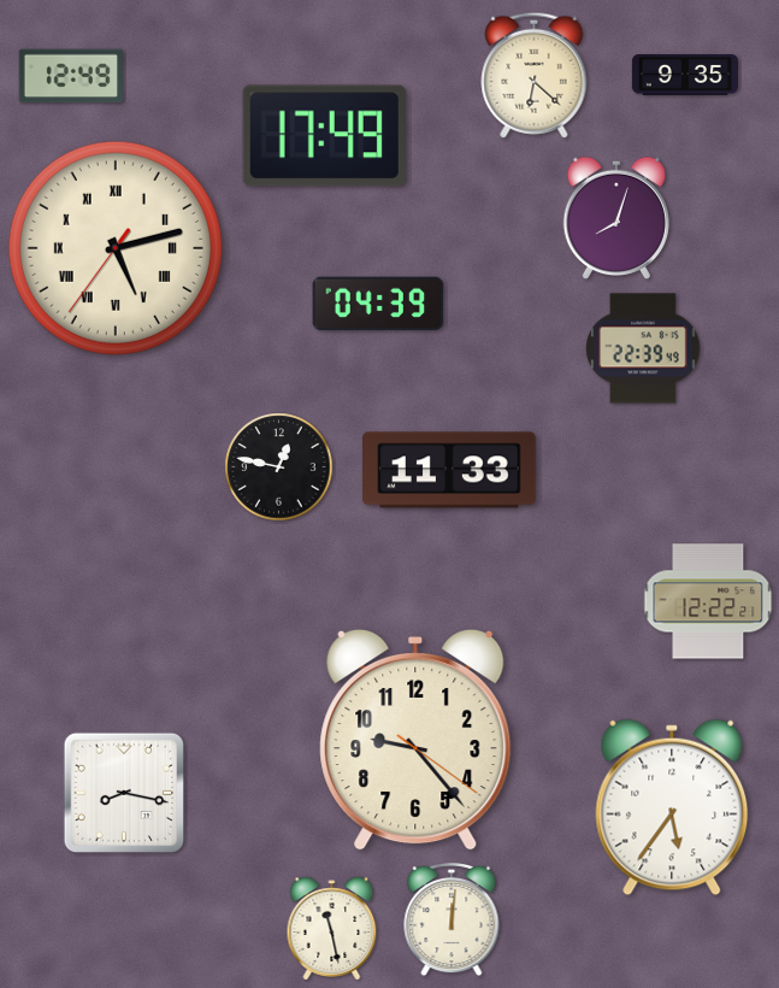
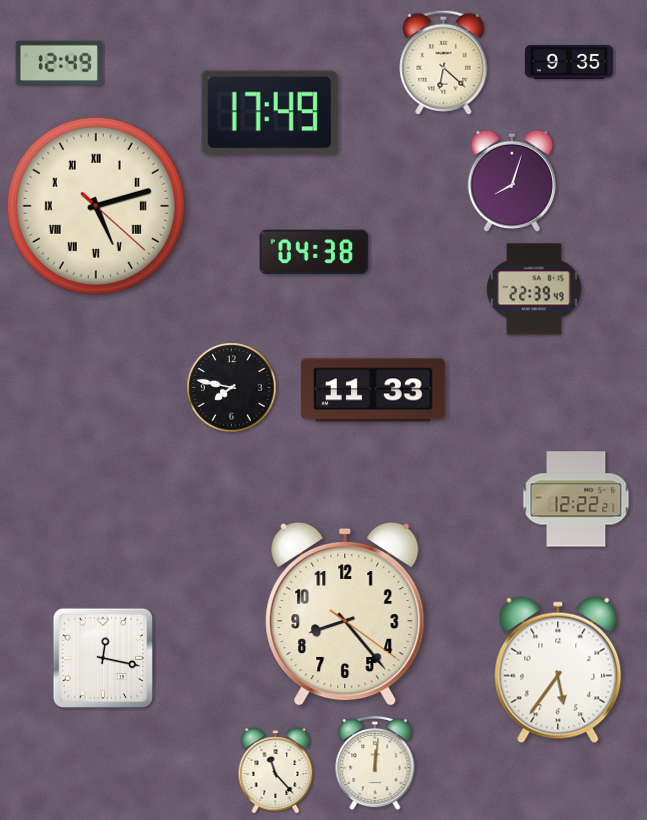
clock at (116, 248): 5:12:36 -> 5:12:22
clock at (378, 304): 04:39 -> 04:38
clock at (279, 467): 12:47 -> 7:47
clock at (708, 601) position: (708, 601) -> (576, 499)
clock at (415, 740): 9:23 -> 8:23
clock at (123, 792): 8:17 -> 12:17
clock at (332, 929): 11:28 -> 11:23
